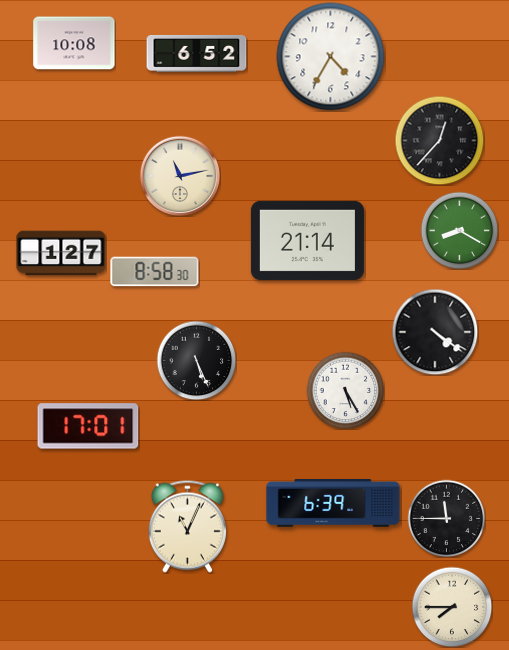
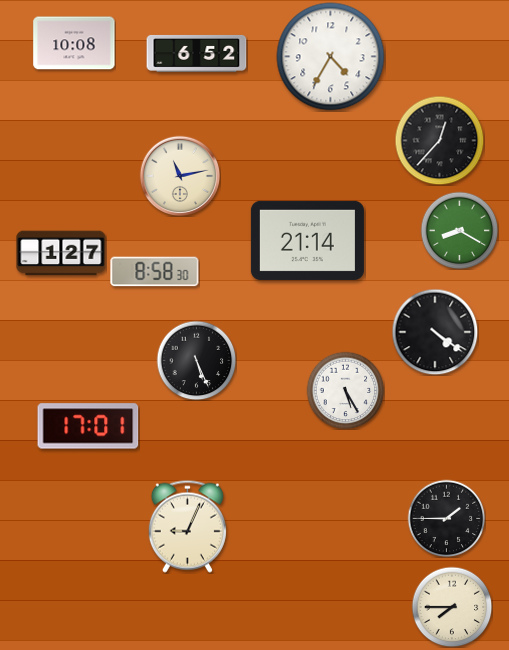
clock at (333, 503): 6:39 -> none
clock at (446, 518): 11:45 -> 1:45
clock at (187, 526): 11:04 -> 9:04
